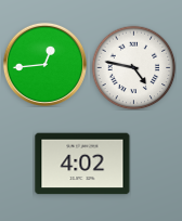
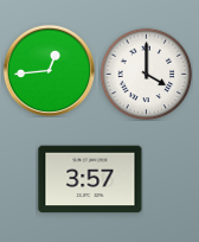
clock at (133, 67): 4:47 -> 4:00
clock at (82, 164): 4:02 -> 3:57
